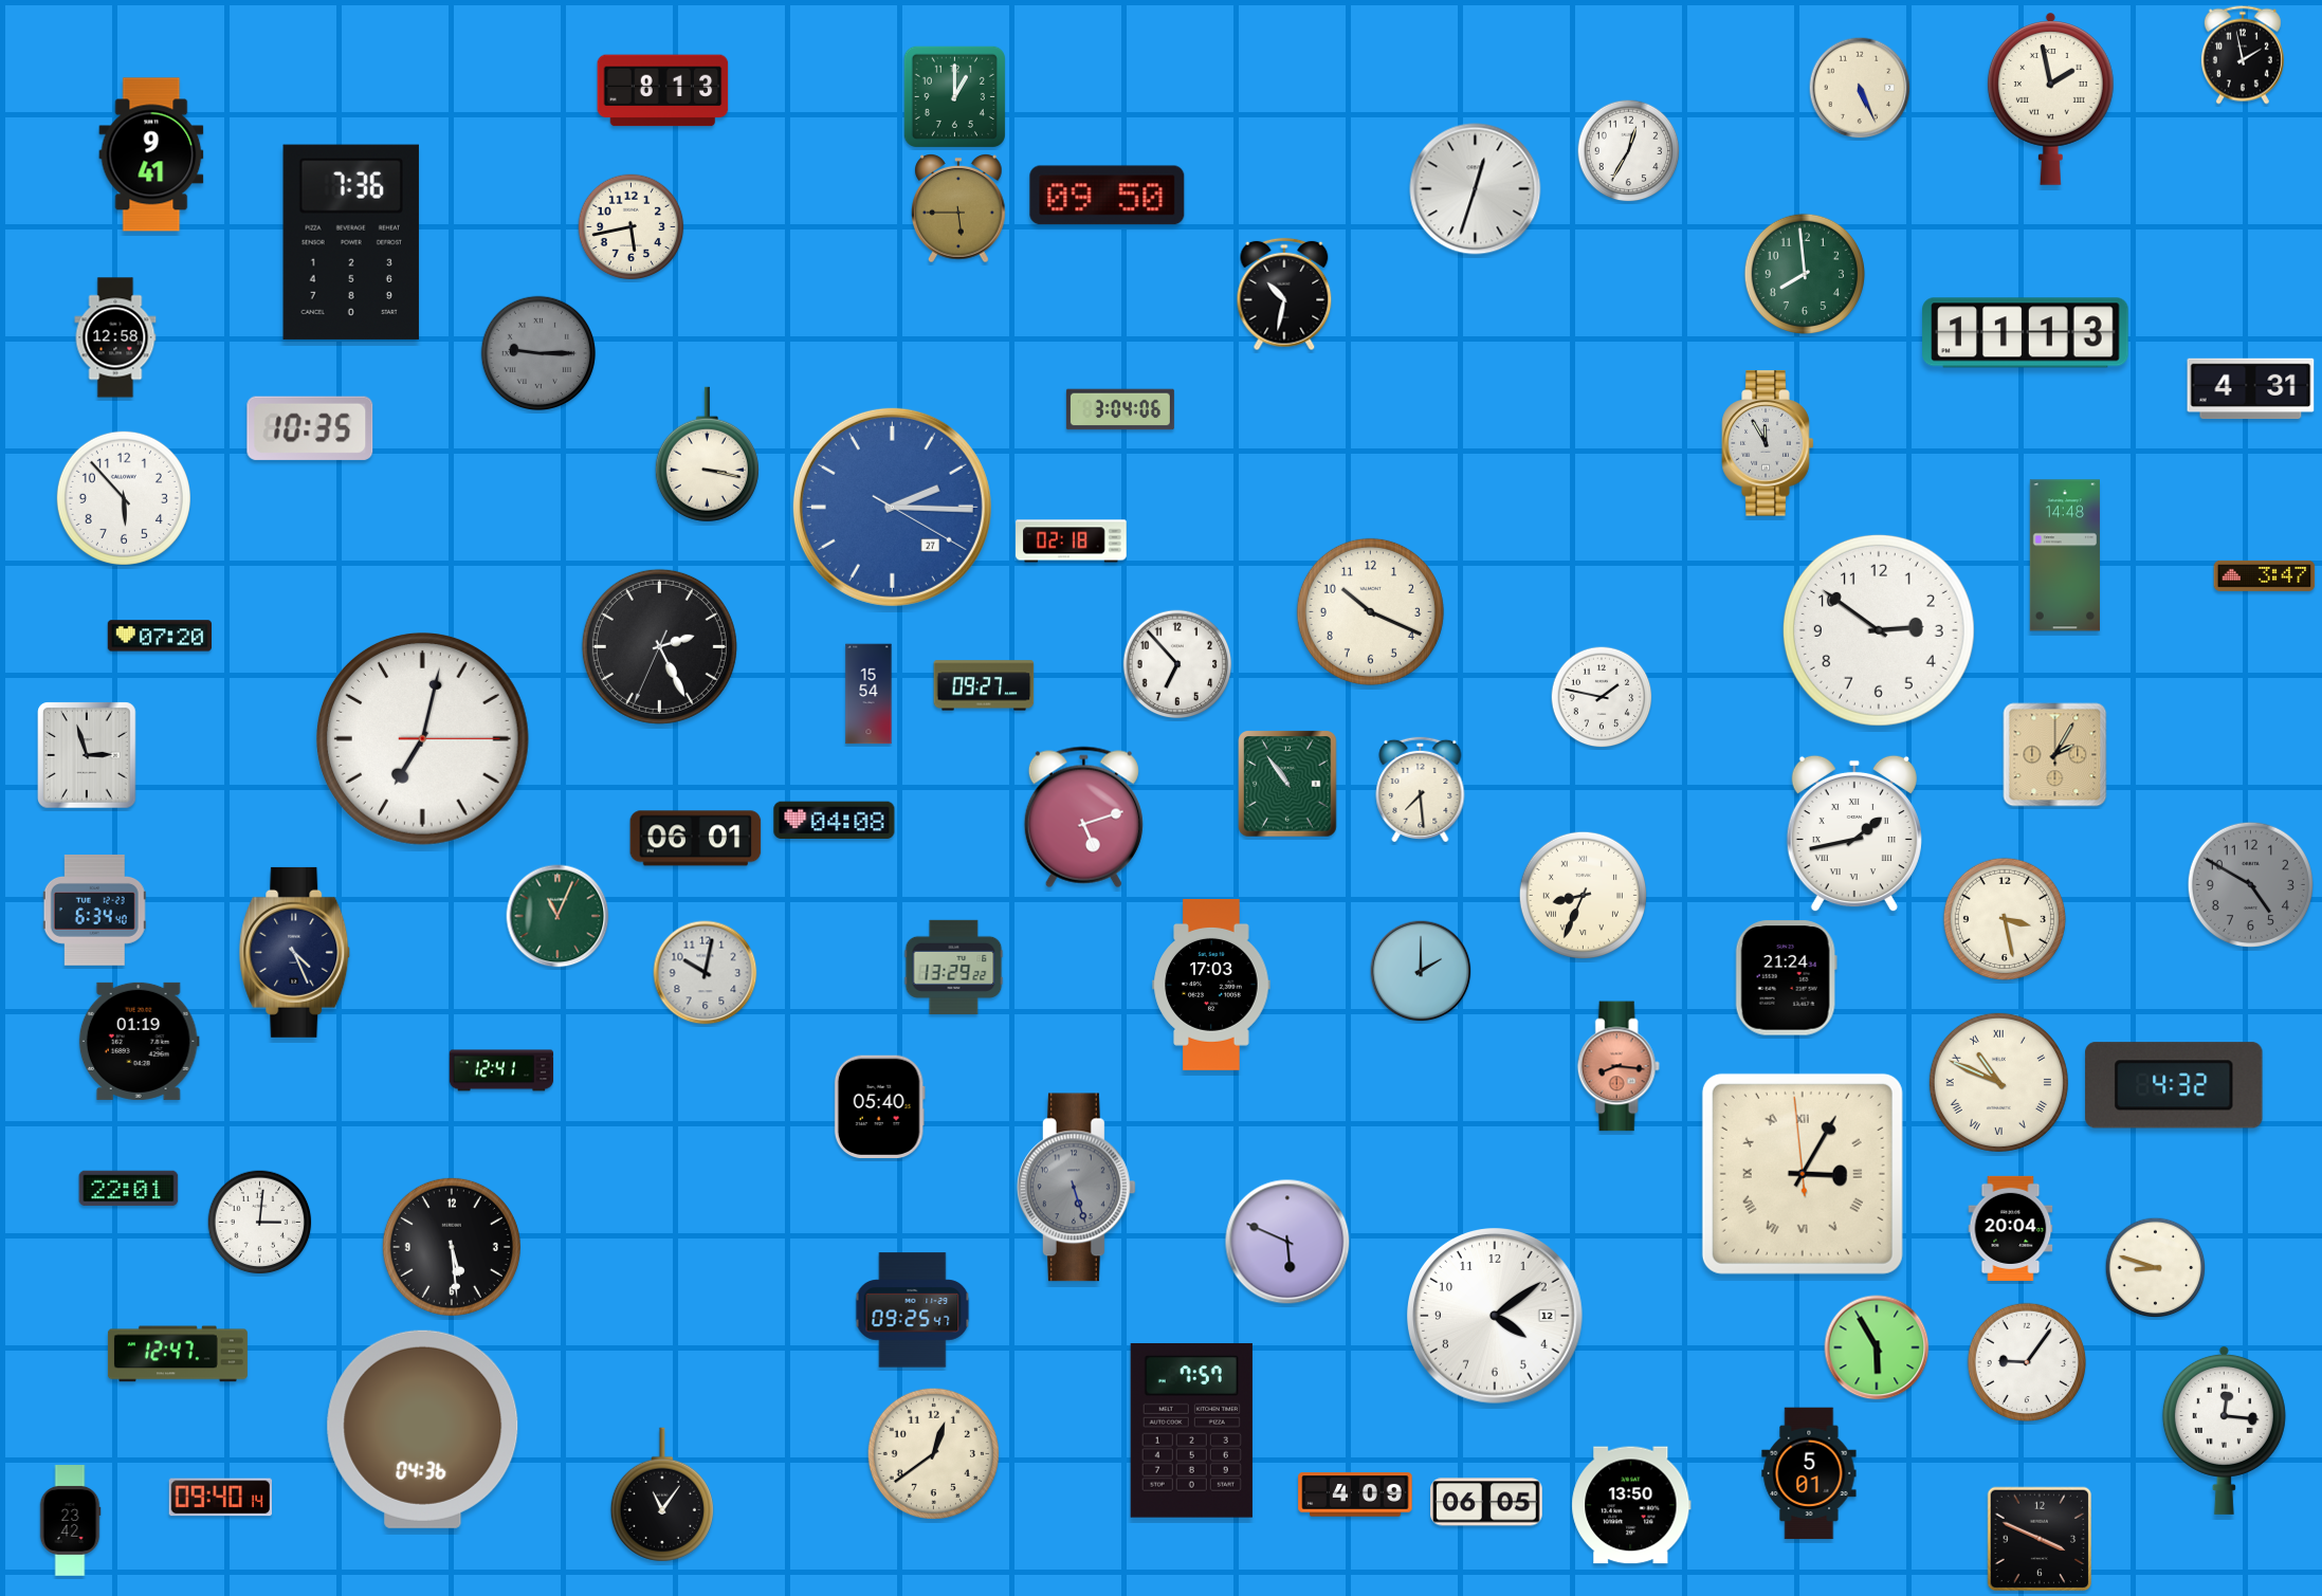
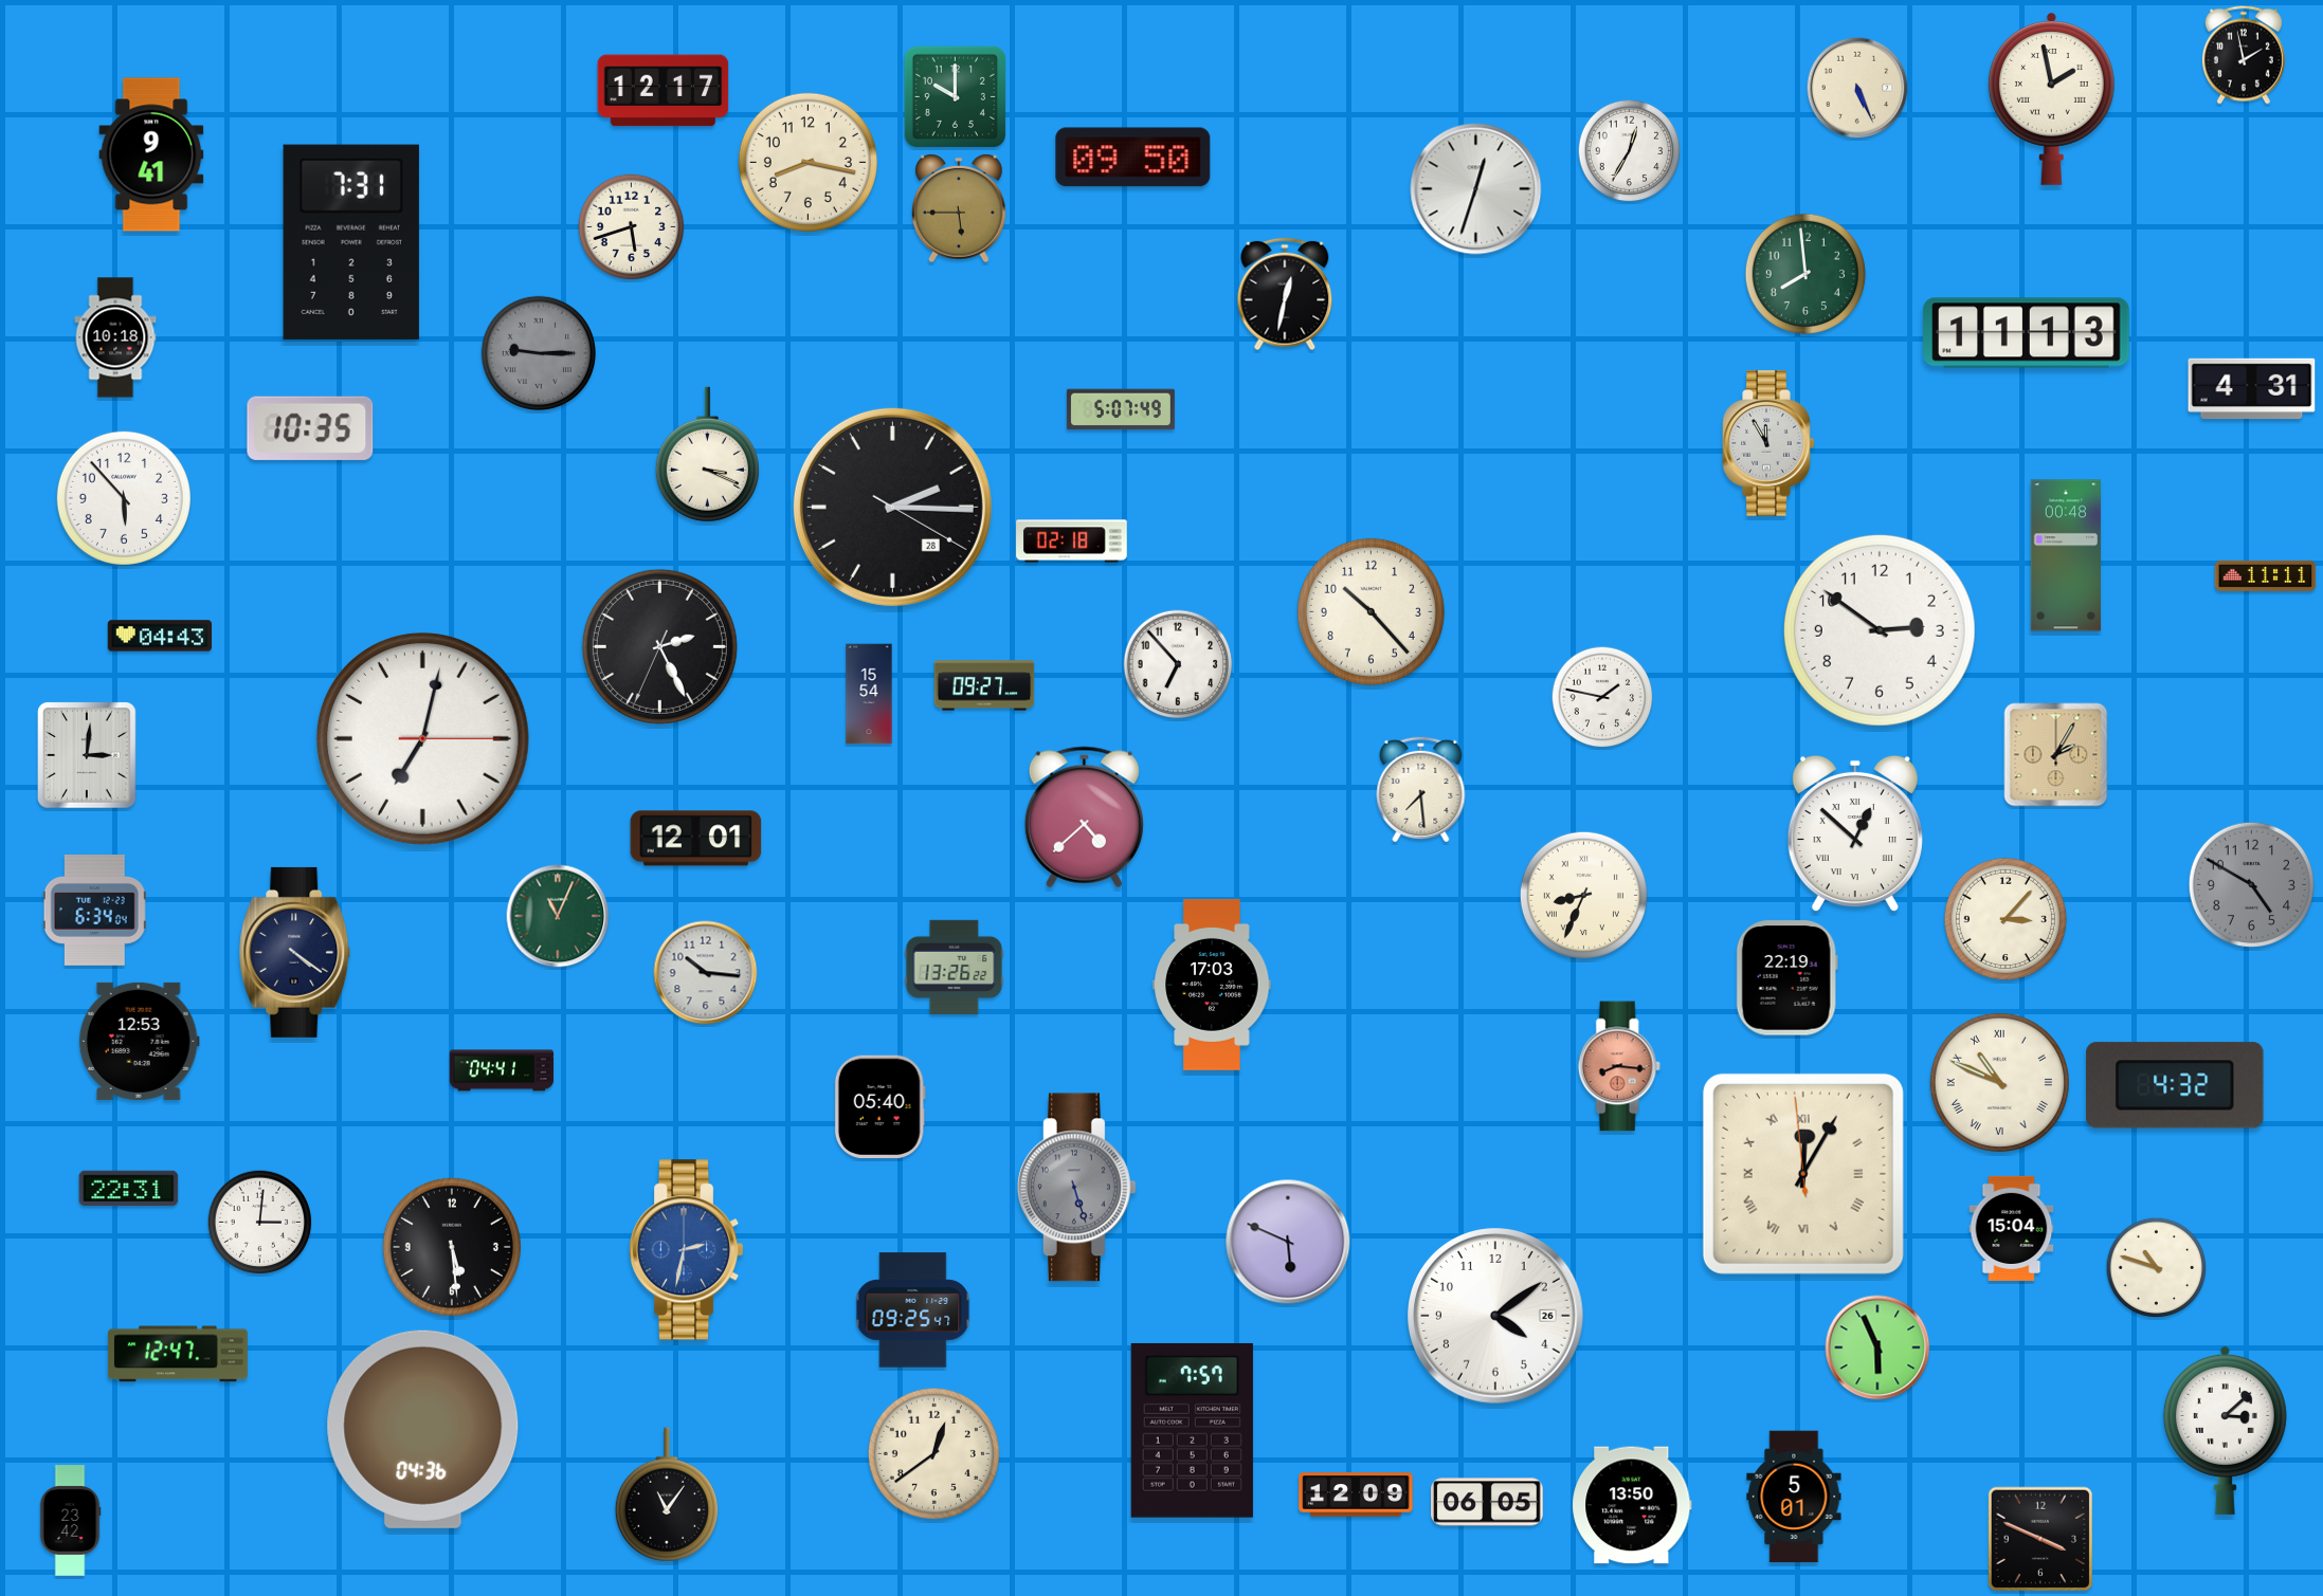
clock at (1860, 88) position: (1860, 88) -> (1857, 88)
clock at (663, 91): 8:13 -> 12:17
clock at (954, 96): 1:00 -> 10:00
clock at (807, 162): none -> 8:17
clock at (1108, 196) position: (1108, 196) -> (1133, 158)
clock at (632, 227): 5:43 -> 5:42
clock at (351, 242): 7:36 -> 7:31
clock at (1284, 294): 10:32 -> 12:32
clock at (115, 337): 12:58 -> 10:18
clock at (1120, 409): 3:04 -> 5:07
clock at (707, 455): 3:17 -> 3:19
clock at (892, 507) date: 27 -> 28
clock at (892, 507) dial: blue -> black
clock at (2065, 555): 14:48 -> 00:48
clock at (2265, 575): 3:47 -> 11:11
clock at (1370, 611): 10:19 -> 10:23
clock at (159, 636): 07:20 -> 04:43
clock at (87, 755): 2:57 -> 3:01
clock at (1287, 784): 10:54 -> none
clock at (1083, 818): 5:12 -> 4:38
clock at (835, 821): 04:08 -> none
clock at (1854, 833): 1:43 -> 12:52
clock at (696, 839): 06:01 -> 12:01
clock at (94, 911): 6:34:40 -> 6:34:04
clock at (2004, 918): 3:28 -> 3:07
clock at (295, 952): 4:26 -> 4:21
clock at (954, 967): 13:29 -> 13:26
clock at (1421, 971): 2:00 -> none
clock at (706, 973): 10:02 -> 10:16
clock at (1786, 978): 21:24 -> 22:19
clock at (139, 1041): 01:19 -> 12:53
clock at (501, 1070): 12:41 -> 04:41
clock at (1803, 1174): 3:04 -> 12:04
clock at (129, 1189): 22:01 -> 22:31
clock at (2011, 1228): 20:04 -> 15:04
clock at (686, 1250): none -> 2:32
clock at (2156, 1268): 8:48 -> 10:48
clock at (1496, 1317) date: 12 -> 26
clock at (1877, 1347): 5:55 -> 5:56
clock at (2026, 1361): 9:06 -> none
clock at (2224, 1430): 12:16 -> 3:08
clock at (1809, 1473) position: (1809, 1473) -> (1794, 1497)
clock at (662, 1494) position: (662, 1494) -> (667, 1494)
clock at (1355, 1494): 4:09 -> 12:09
clock at (221, 1498): 09:40 -> none
